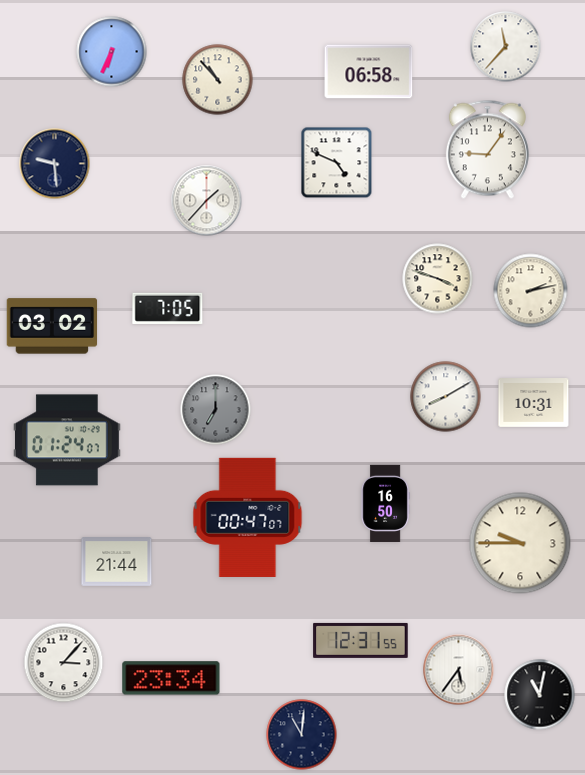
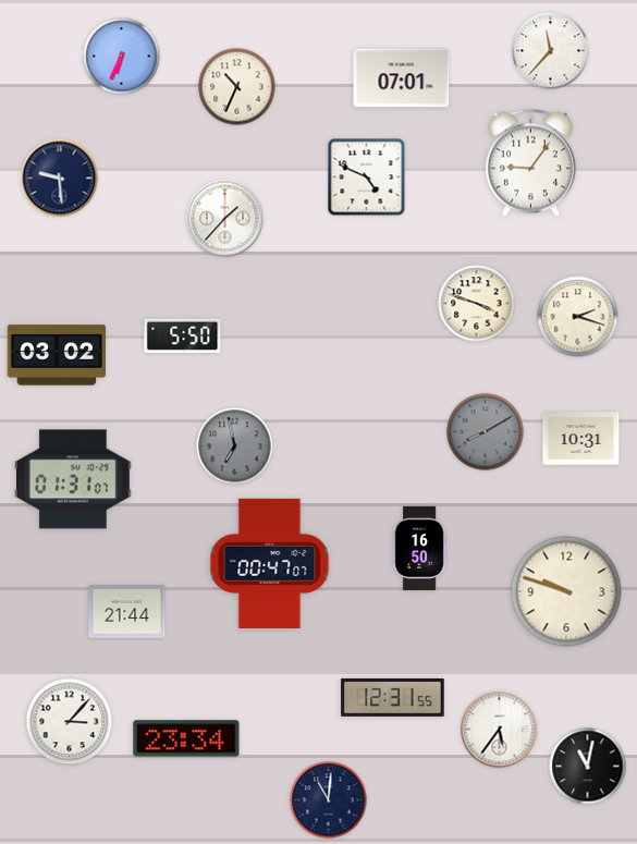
clock at (369, 72): 06:58 -> 07:01
clock at (218, 80): 10:53 -> 10:34
clock at (531, 291): 2:13 -> 2:18
clock at (168, 308): 7:05 -> 5:50
clock at (446, 397) dial: white -> grey
clock at (216, 410): 7:00 -> 6:58
clock at (68, 440): 01:24 -> 01:31
clock at (520, 543): 9:45 -> 9:48
clock at (540, 695) position: (540, 695) -> (588, 767)
